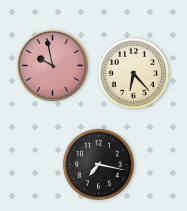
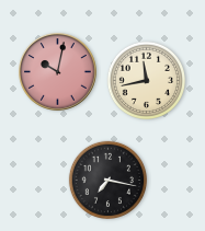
clock at (53, 66): 9:58 -> 10:02
clock at (133, 73): 6:23 -> 11:43
